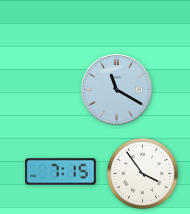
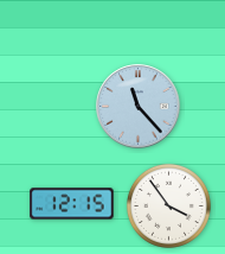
clock at (117, 90): 11:20 -> 11:23
clock at (61, 172): 7:15 -> 12:15
